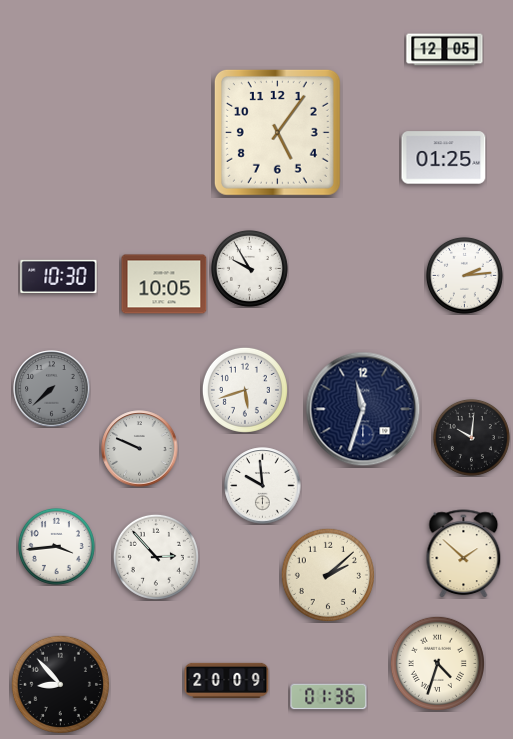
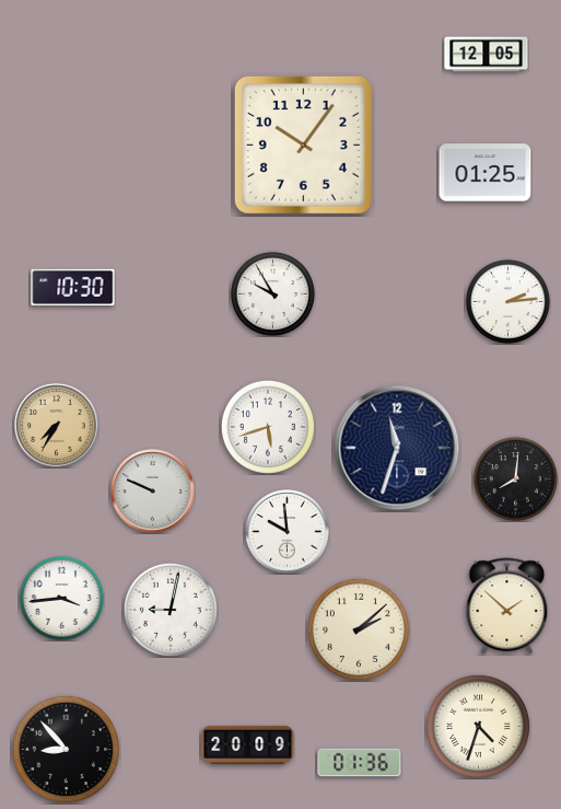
clock at (277, 132): 5:06 -> 10:06
clock at (59, 276) position: (59, 276) -> (73, 287)
clock at (164, 284): 10:05 -> none
clock at (52, 389): 7:38 -> 7:35
clock at (52, 389) dial: grey -> champagne
clock at (471, 437): 10:01 -> 8:01
clock at (156, 557): 2:53 -> 9:02
